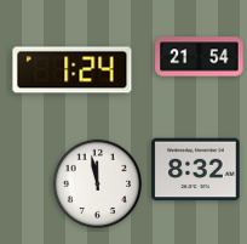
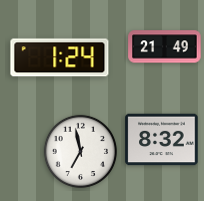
clock at (200, 57): 21:54 -> 21:49
clock at (97, 183): 11:58 -> 6:58
